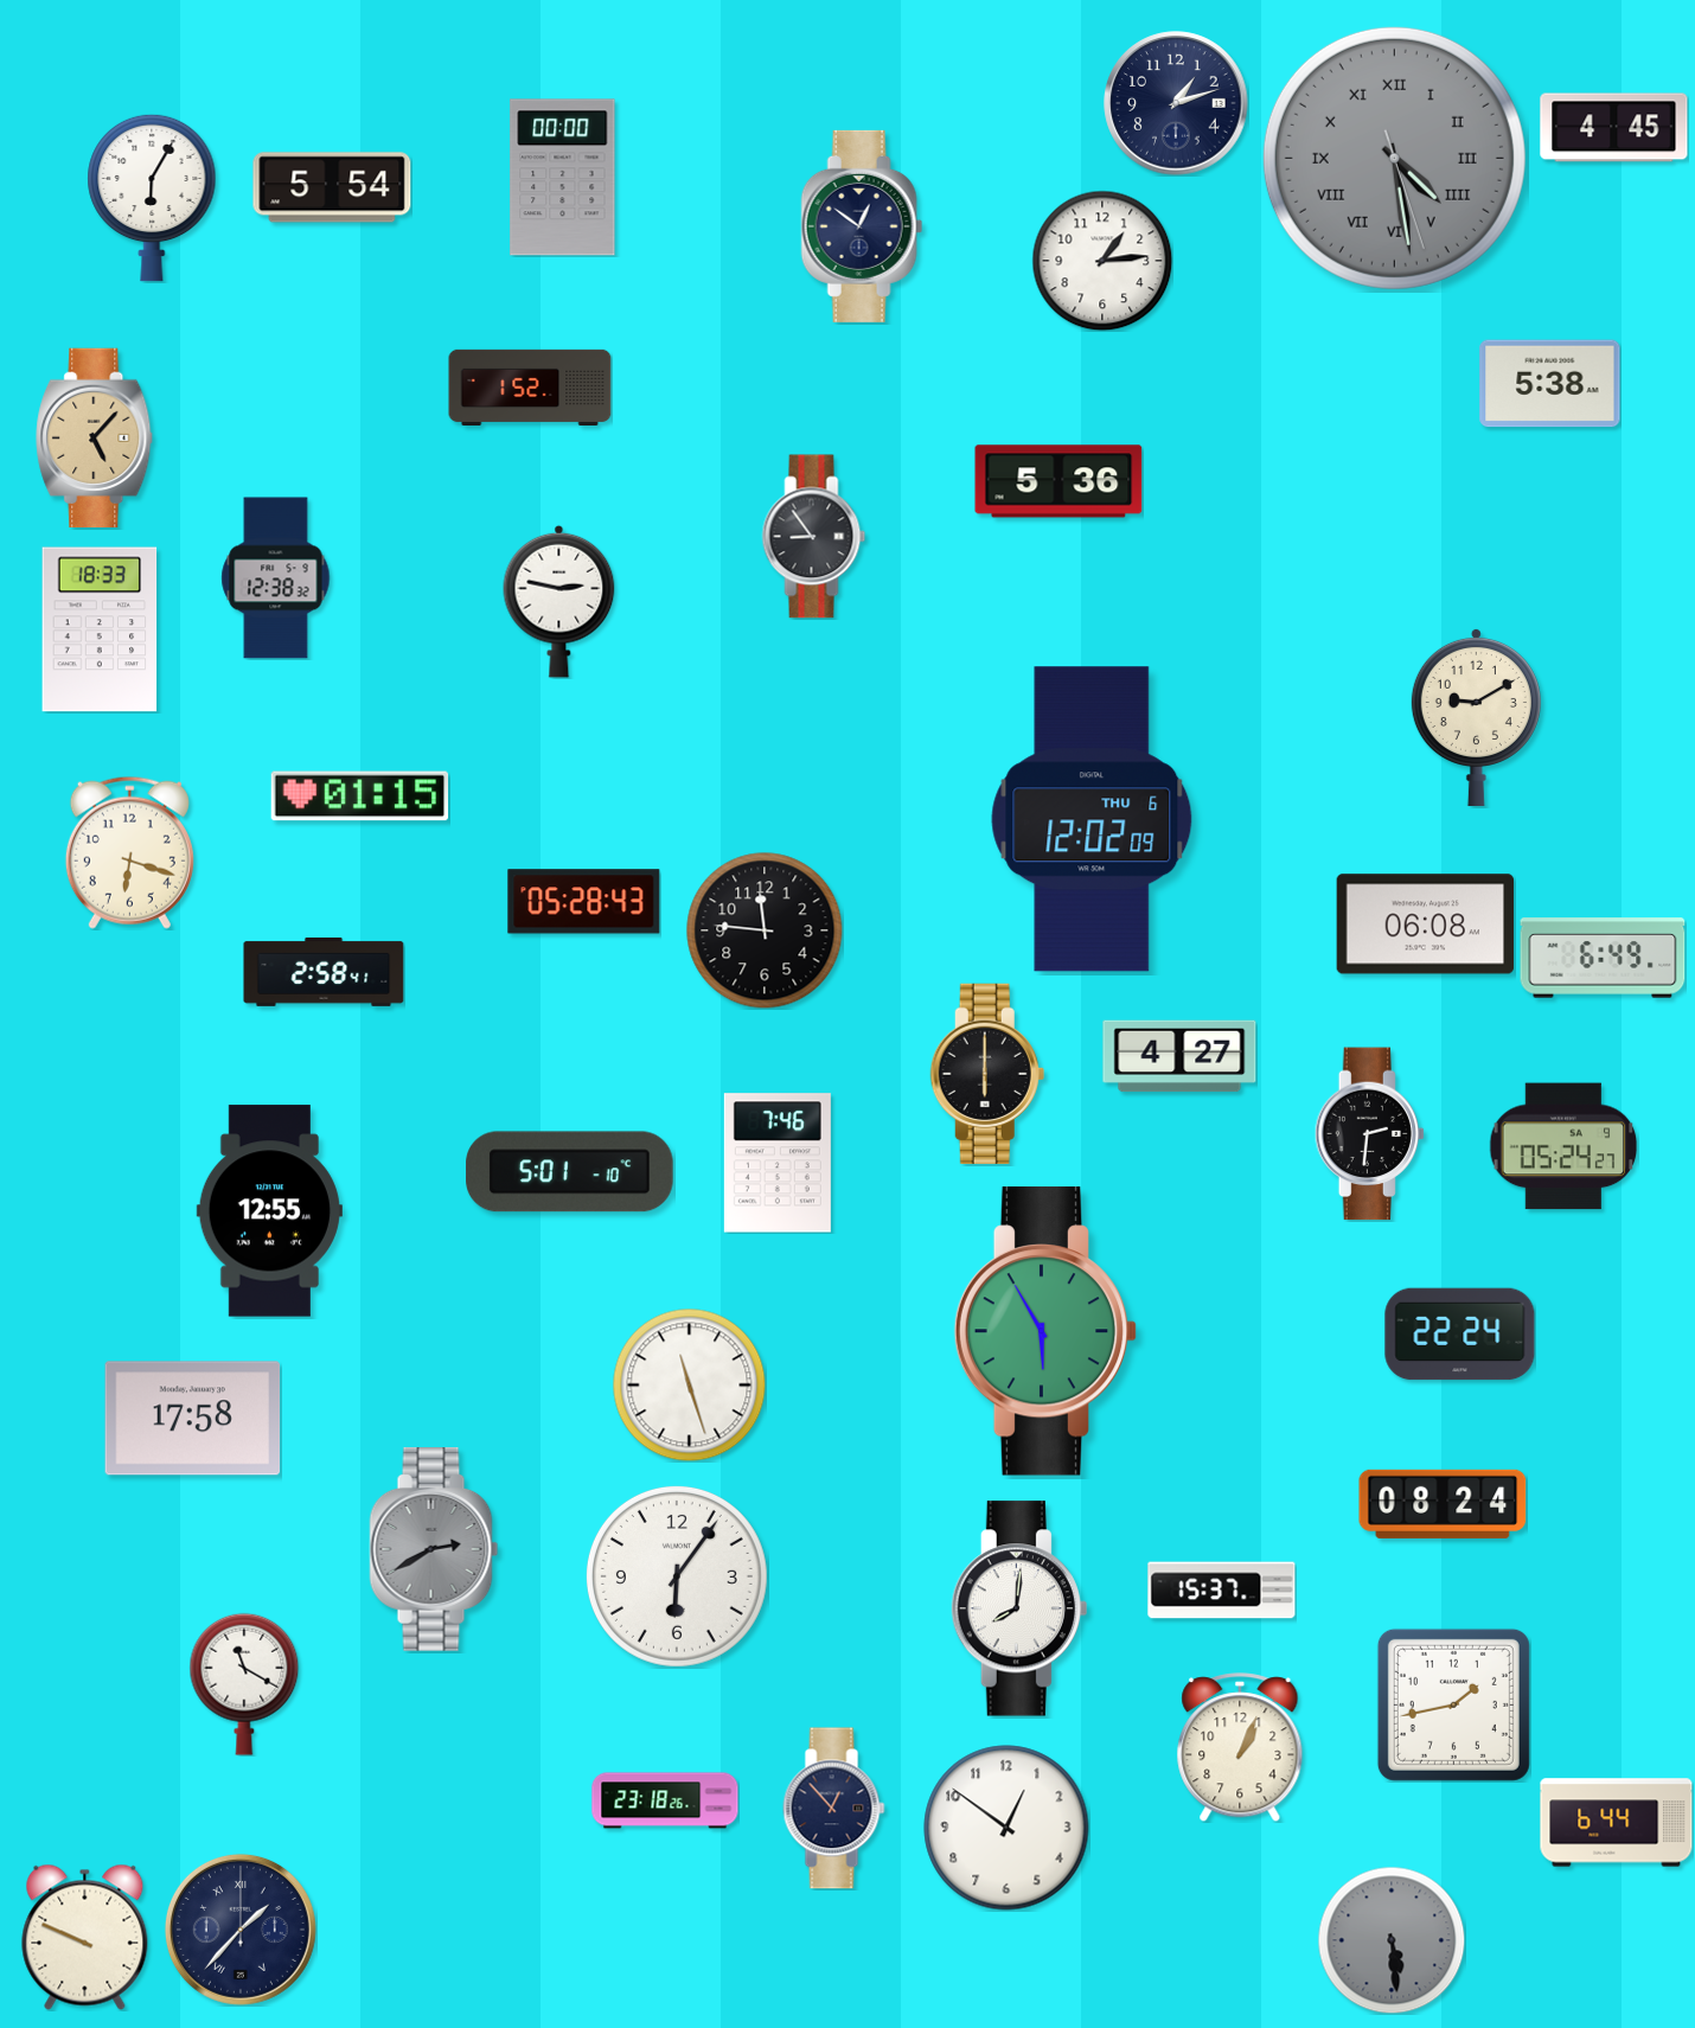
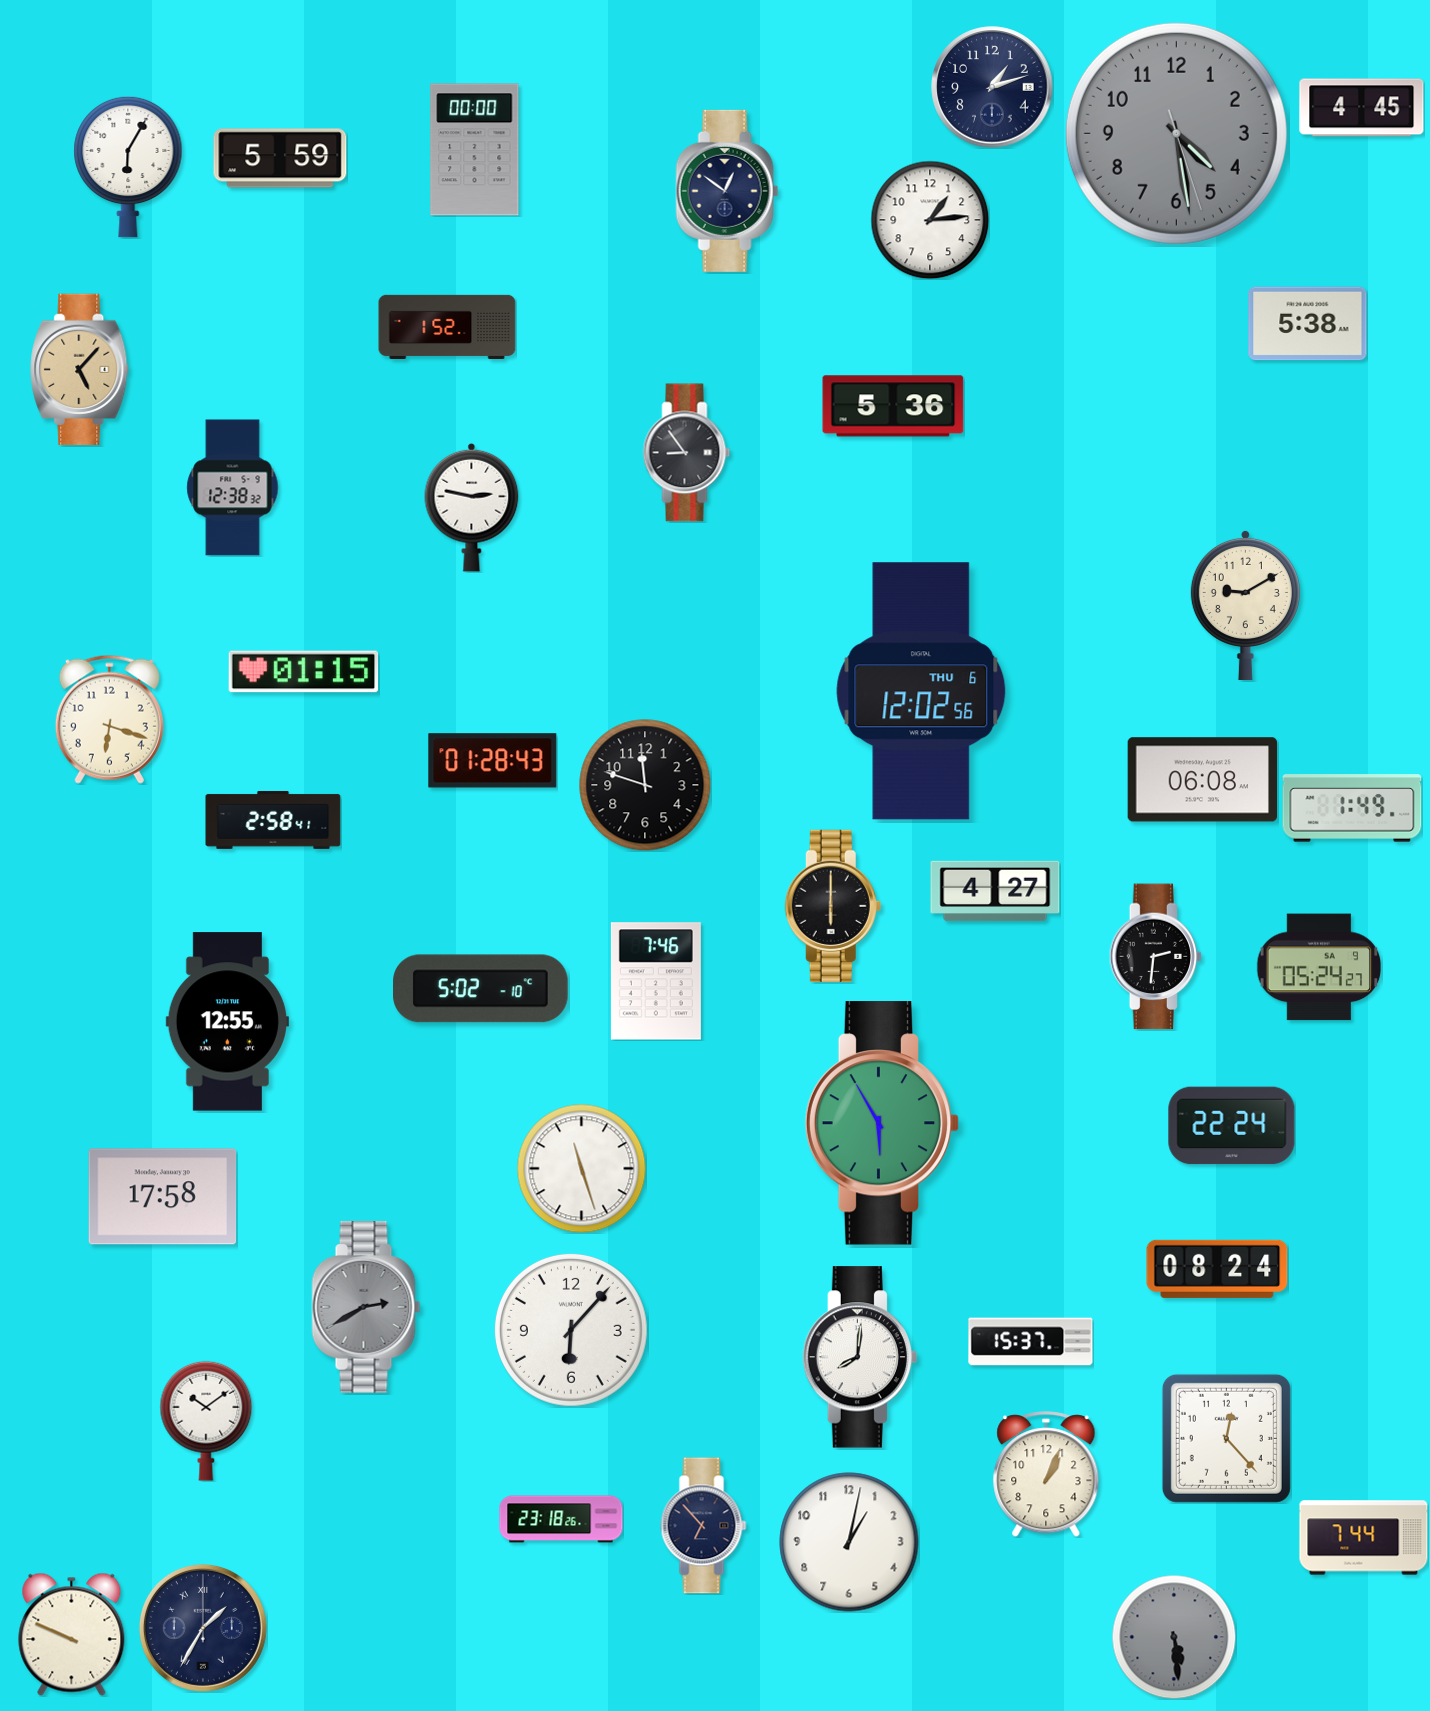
clock at (1394, 158) numerals: Roman -> Arabic
clock at (332, 187): 5:54 -> 5:59
clock at (100, 629): 18:33 -> none
clock at (1092, 819): 12:02:09 -> 12:02:56
clock at (584, 902): 05:28 -> 01:28
clock at (765, 930): 11:46 -> 11:48
clock at (1603, 958): 6:49 -> 1:49
clock at (570, 1172): 5:01 -> 5:02
clock at (677, 1576): 6:06 -> 6:07
clock at (244, 1684): 11:20 -> 10:09
clock at (1453, 1704): 1:43 -> 12:23
clock at (834, 1809): 12:53 -> 6:53
clock at (1617, 1823): 6:44 -> 7:44
clock at (1006, 1828): 12:51 -> 1:02
clock at (241, 1930): 1:37 -> 1:35
